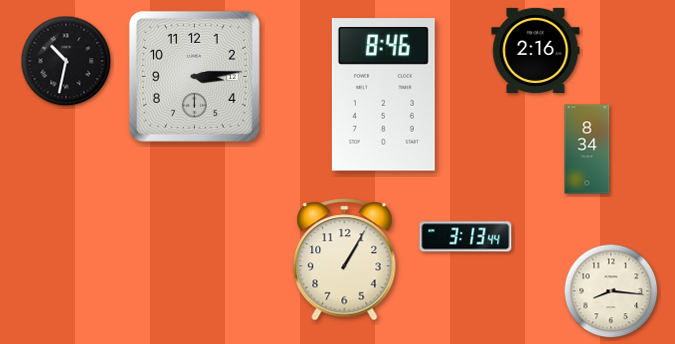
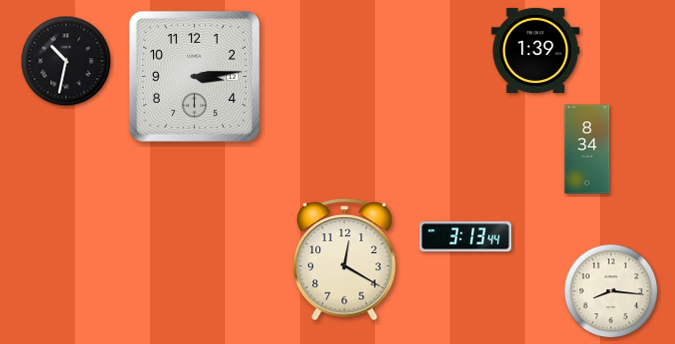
clock at (536, 50): 2:16 -> 1:39
clock at (383, 95): 8:46 -> none
clock at (345, 260): 1:05 -> 12:20
